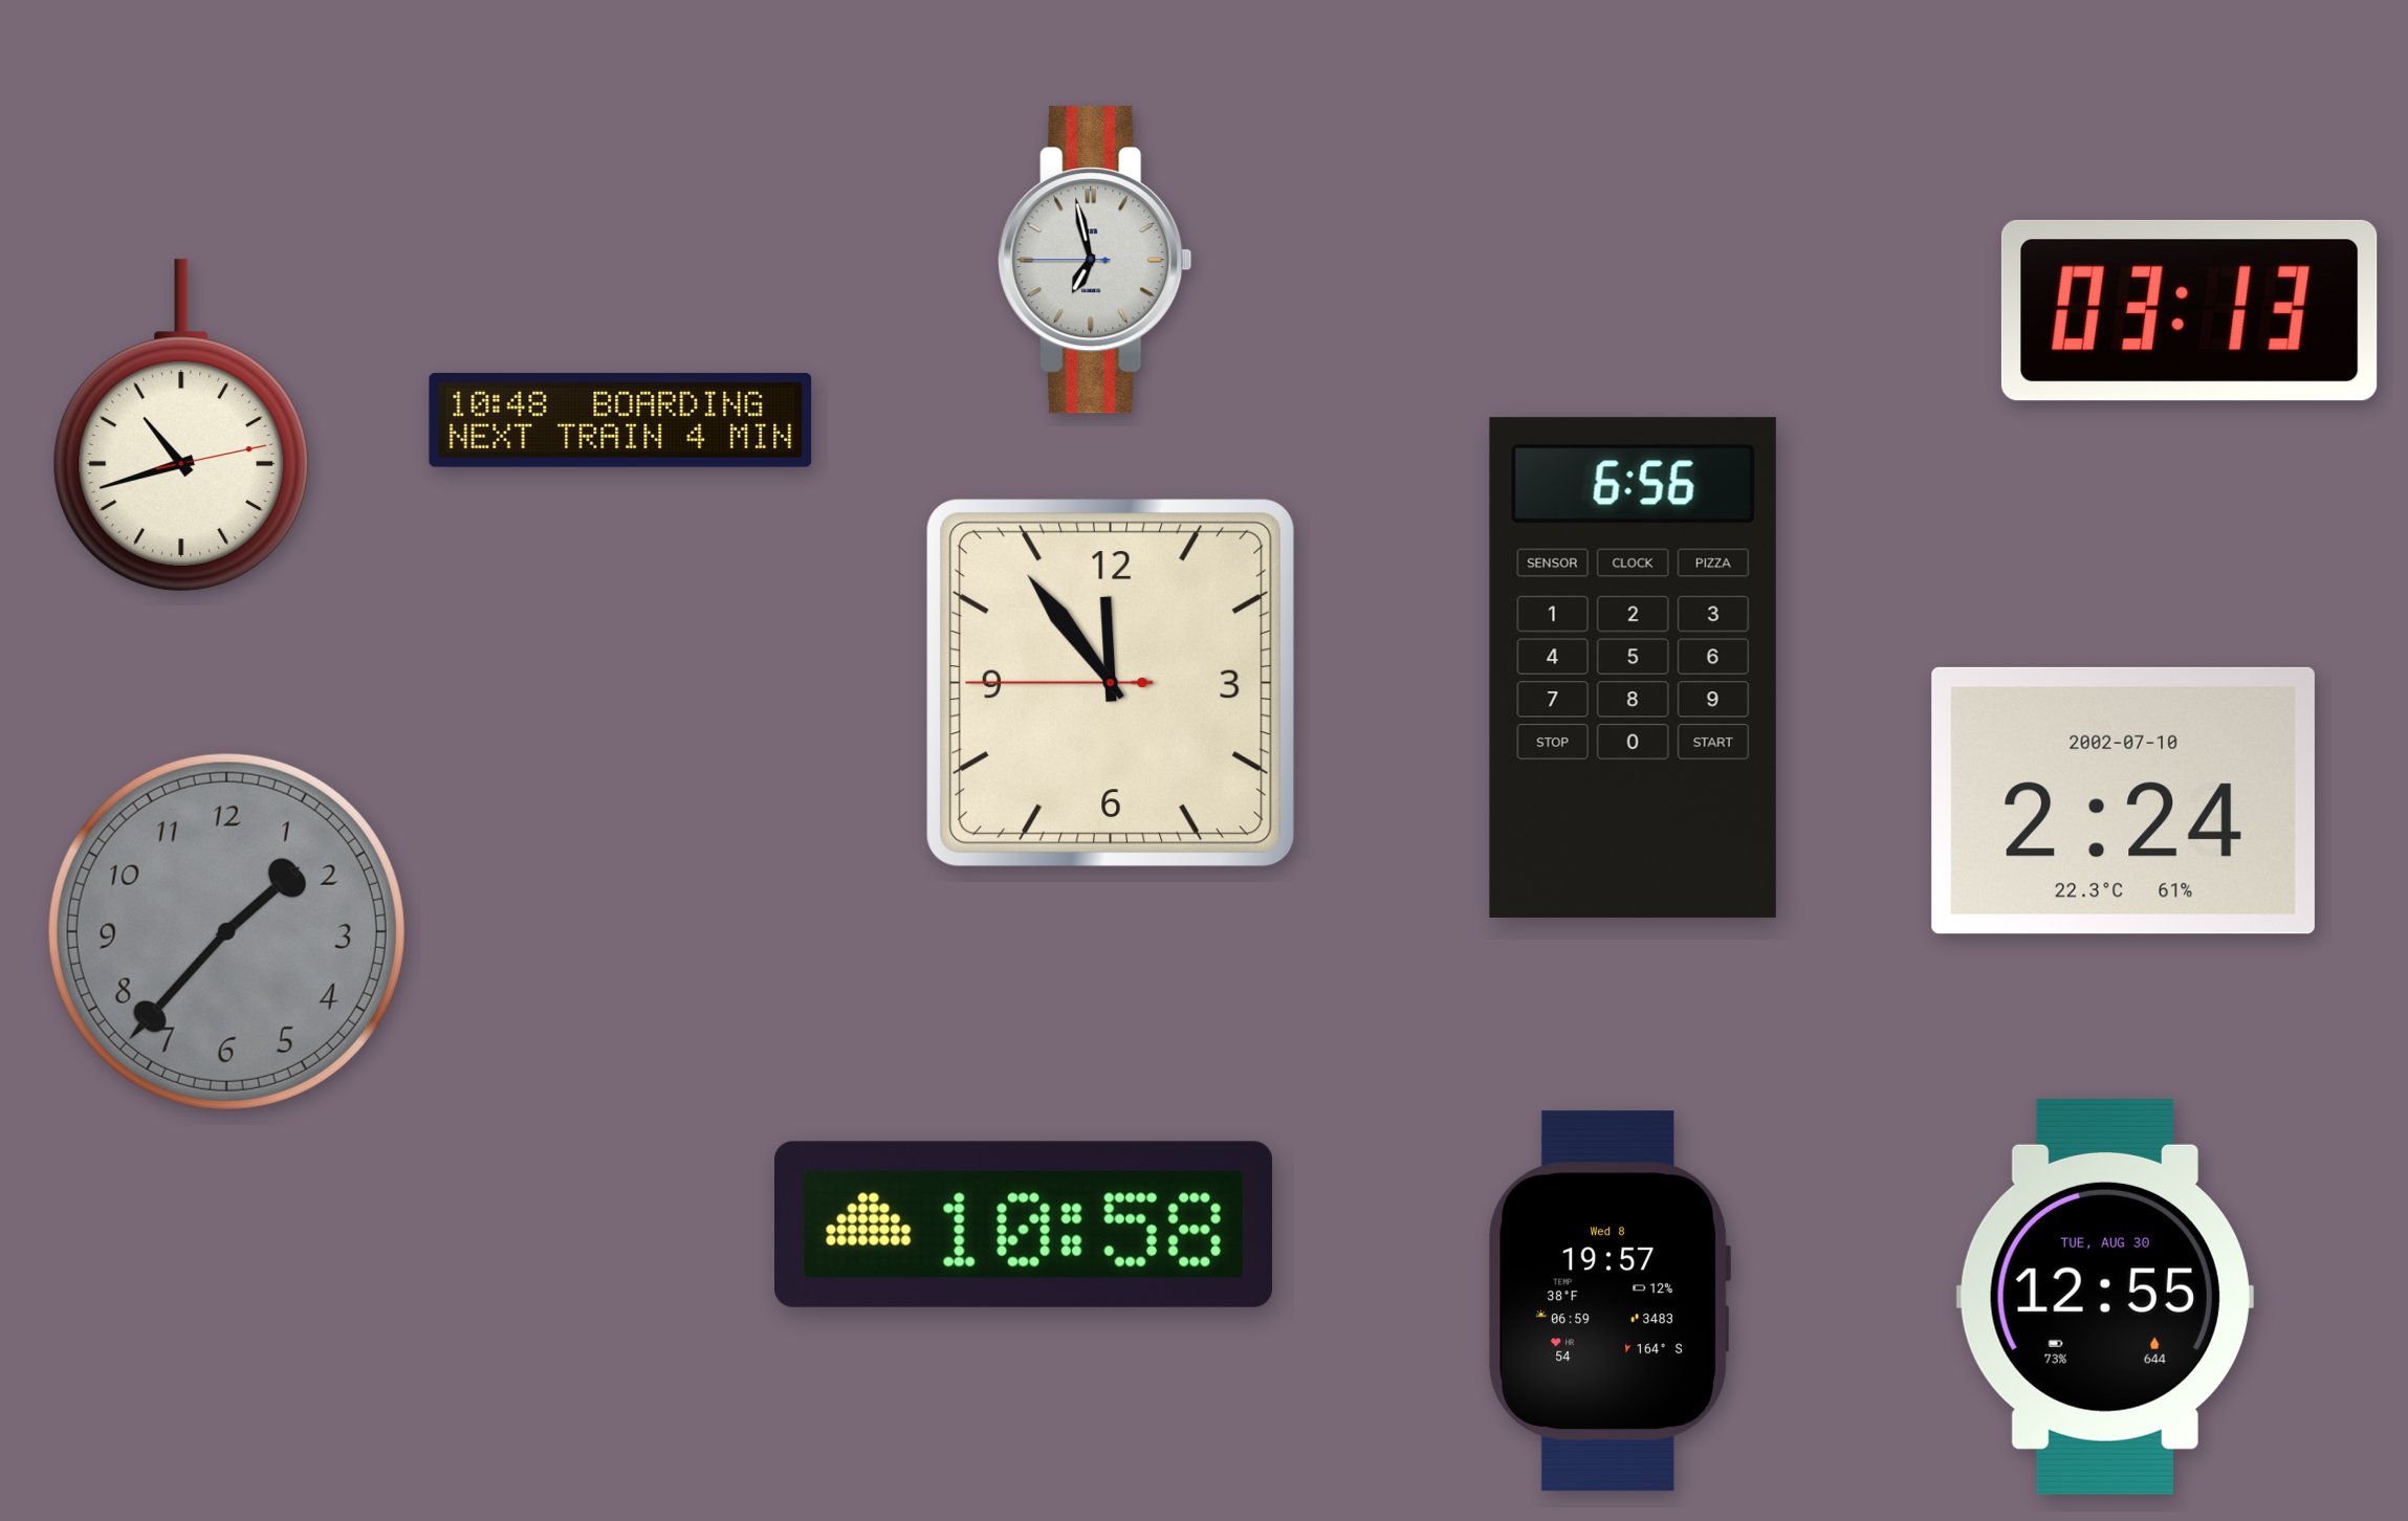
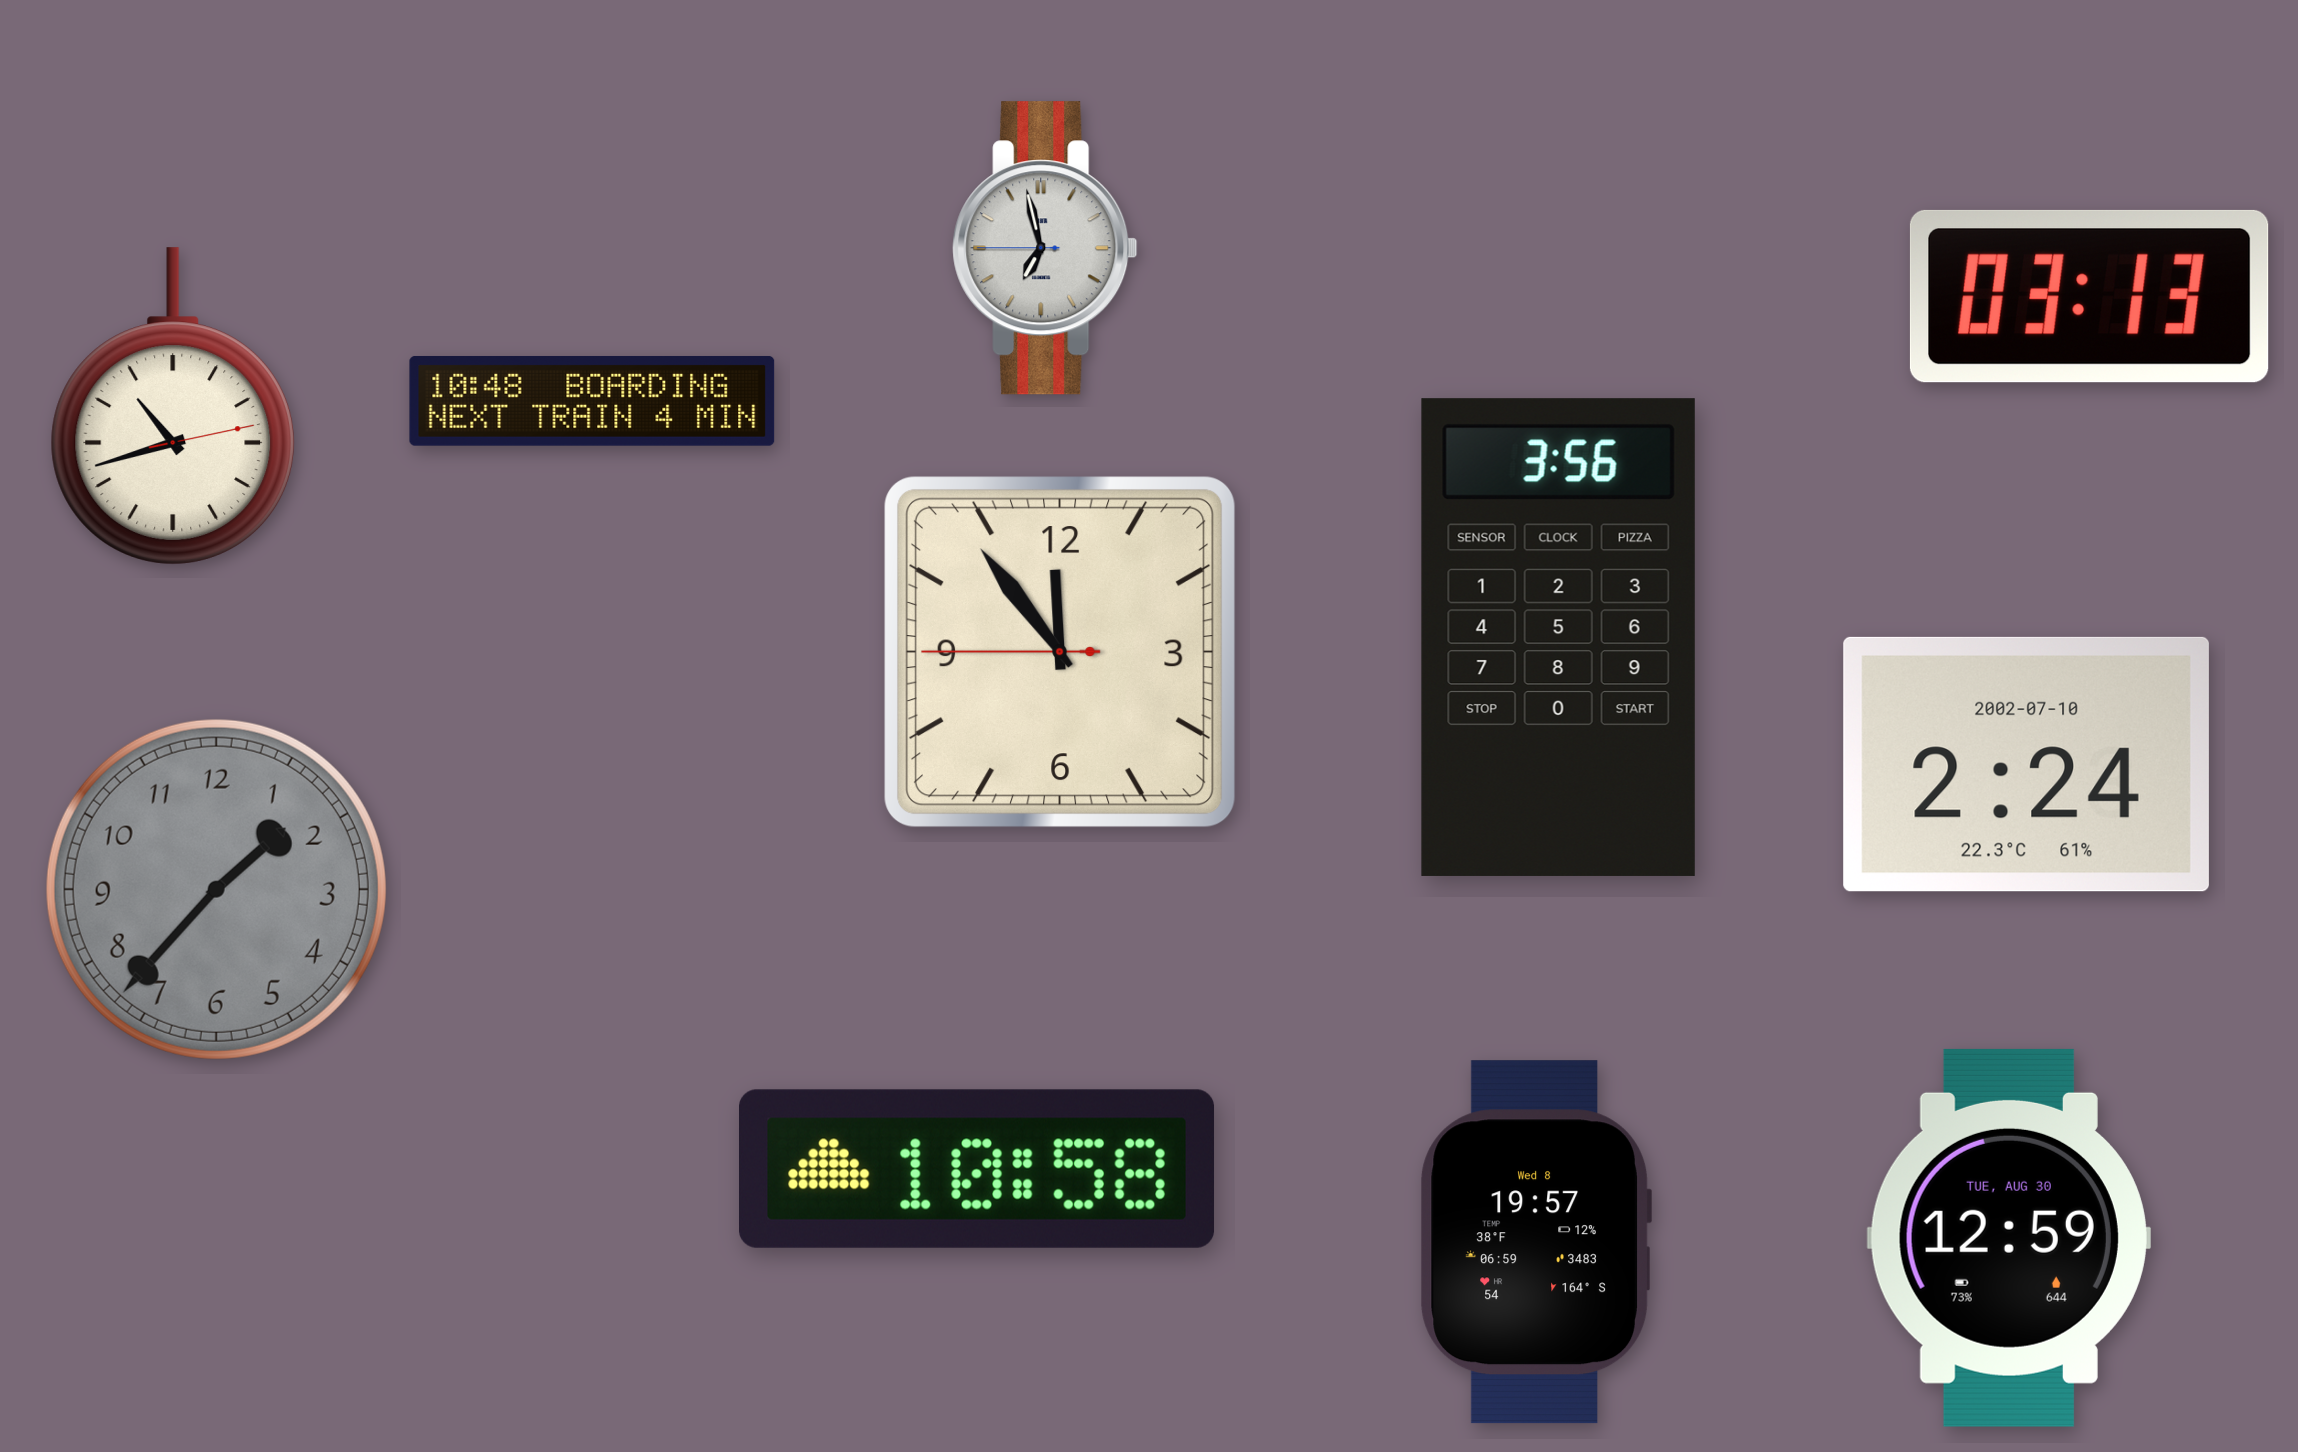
clock at (1633, 667): 6:56 -> 3:56
clock at (2105, 1297): 12:55 -> 12:59
